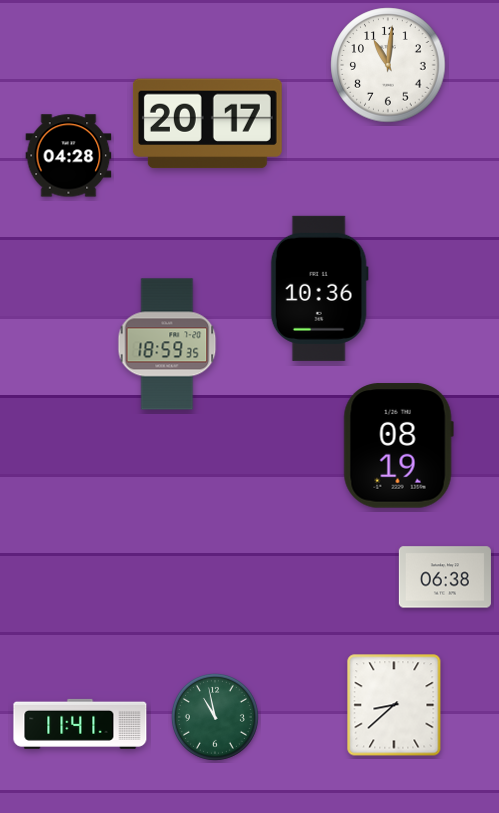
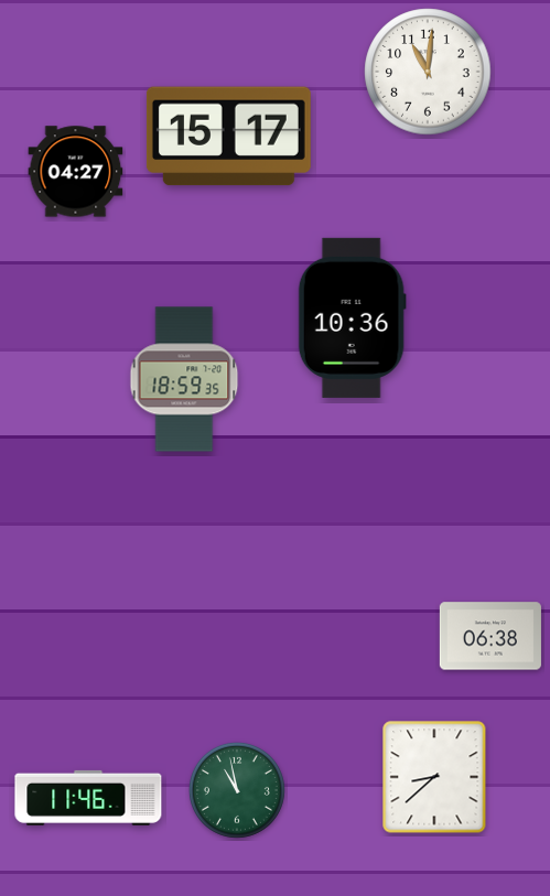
clock at (207, 124): 20:17 -> 15:17
clock at (69, 156): 04:28 -> 04:27
clock at (398, 446): 08:19 -> none
clock at (80, 724): 11:41 -> 11:46
